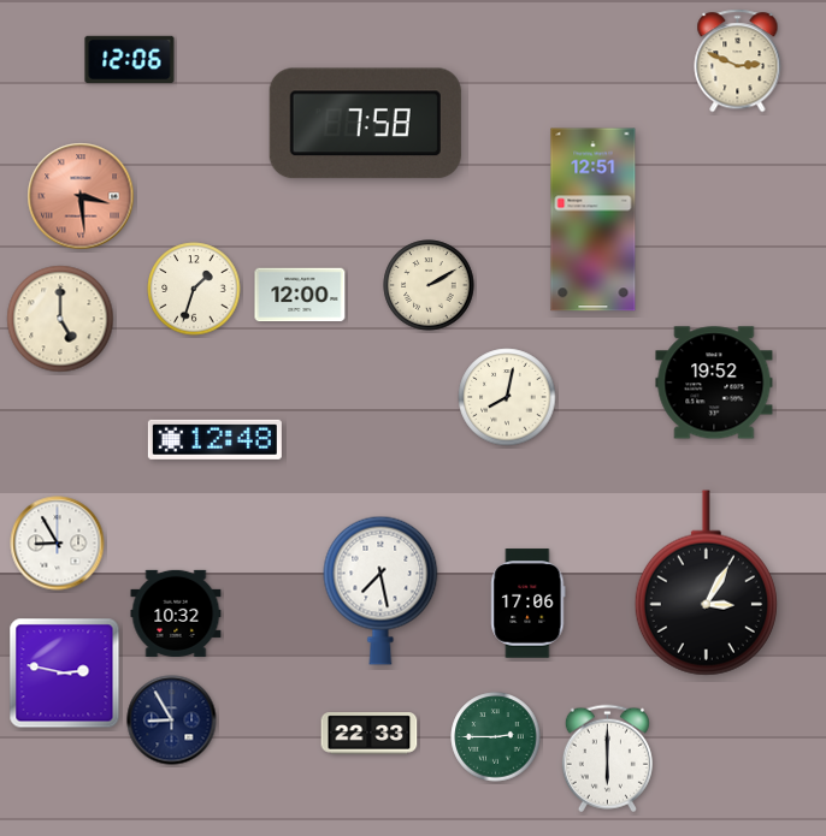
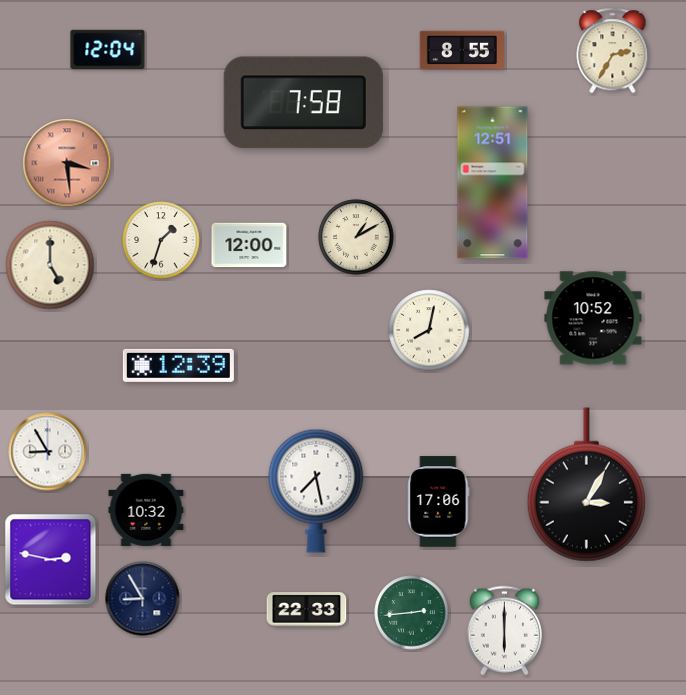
clock at (130, 59): 12:06 -> 12:04
clock at (461, 50): none -> 8:55
clock at (738, 61): 2:49 -> 2:35
clock at (429, 285): 2:10 -> 1:10
clock at (714, 383): 19:52 -> 10:52
clock at (507, 397) position: (507, 397) -> (429, 330)
clock at (214, 439): 12:48 -> 12:39
clock at (65, 674) position: (65, 674) -> (51, 560)
clock at (496, 737): 2:45 -> 2:44
